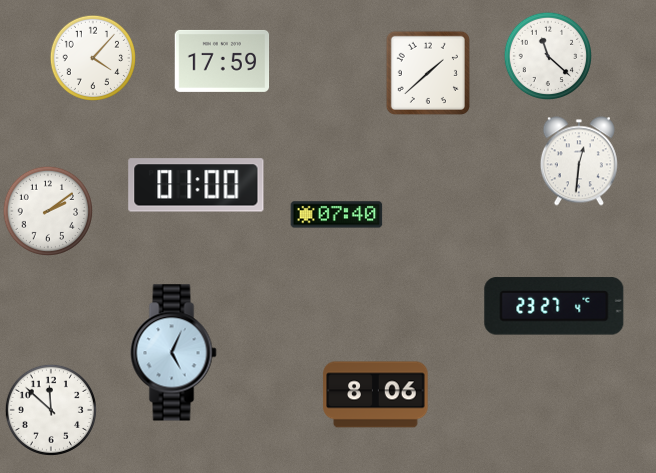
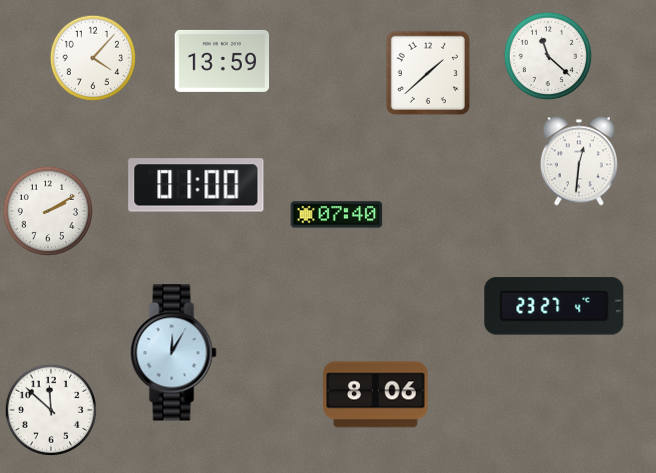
clock at (222, 61): 17:59 -> 13:59
clock at (47, 210): 2:09 -> 2:10
clock at (174, 353): 5:04 -> 12:05
